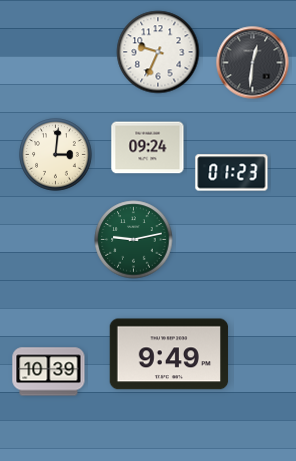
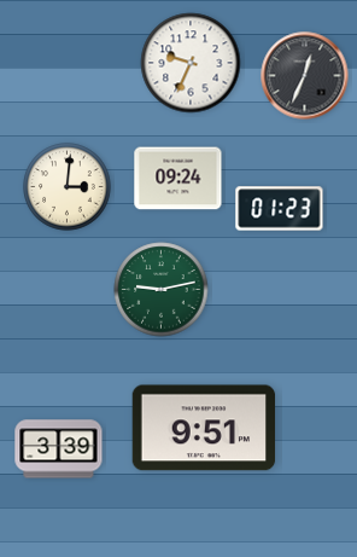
clock at (253, 63): 12:31 -> 12:34
clock at (169, 354): 9:49 -> 9:51
clock at (49, 372): 10:39 -> 3:39
